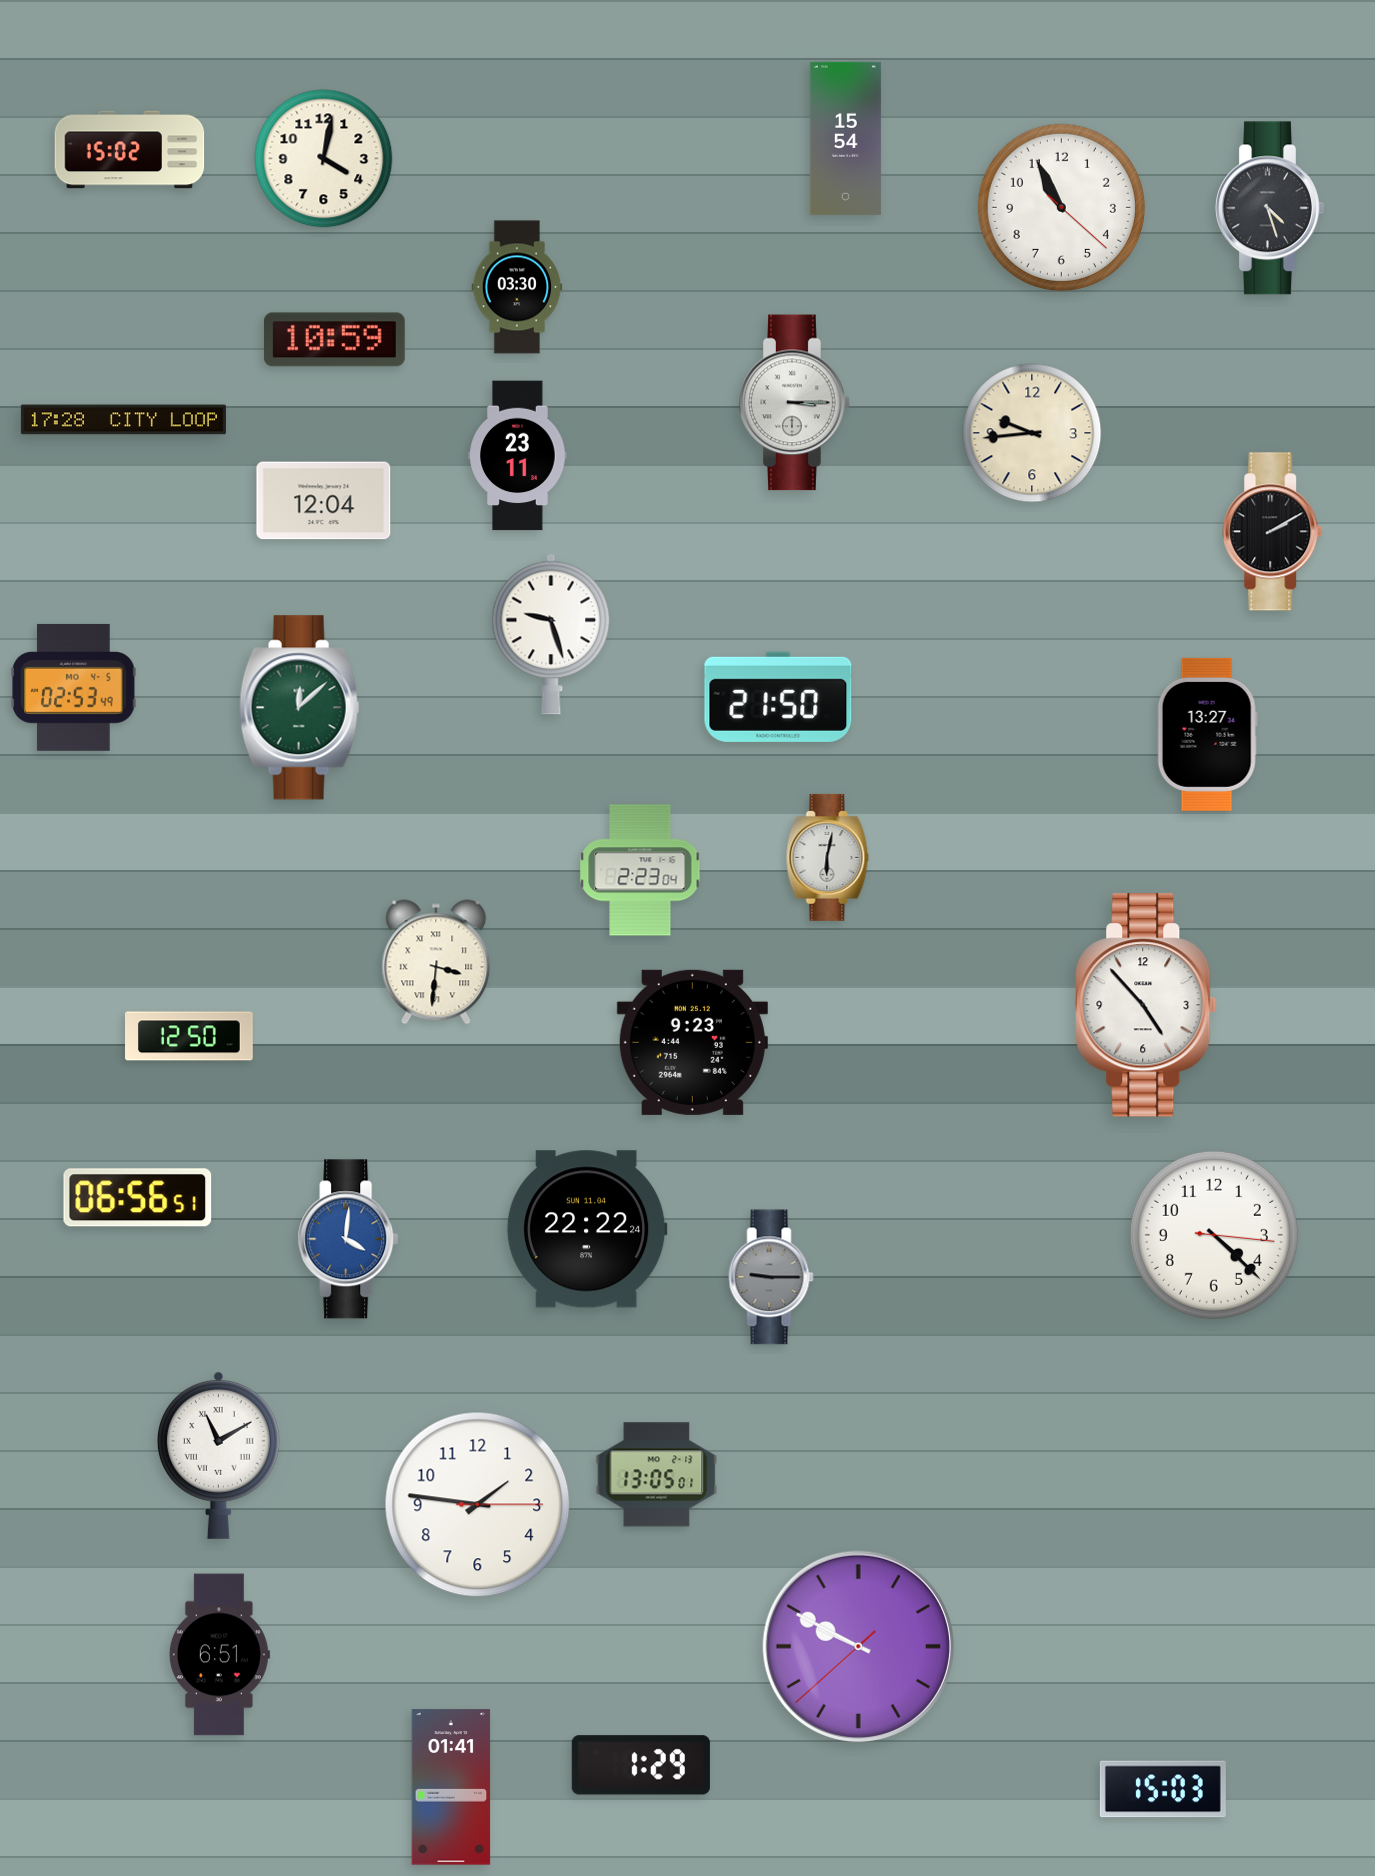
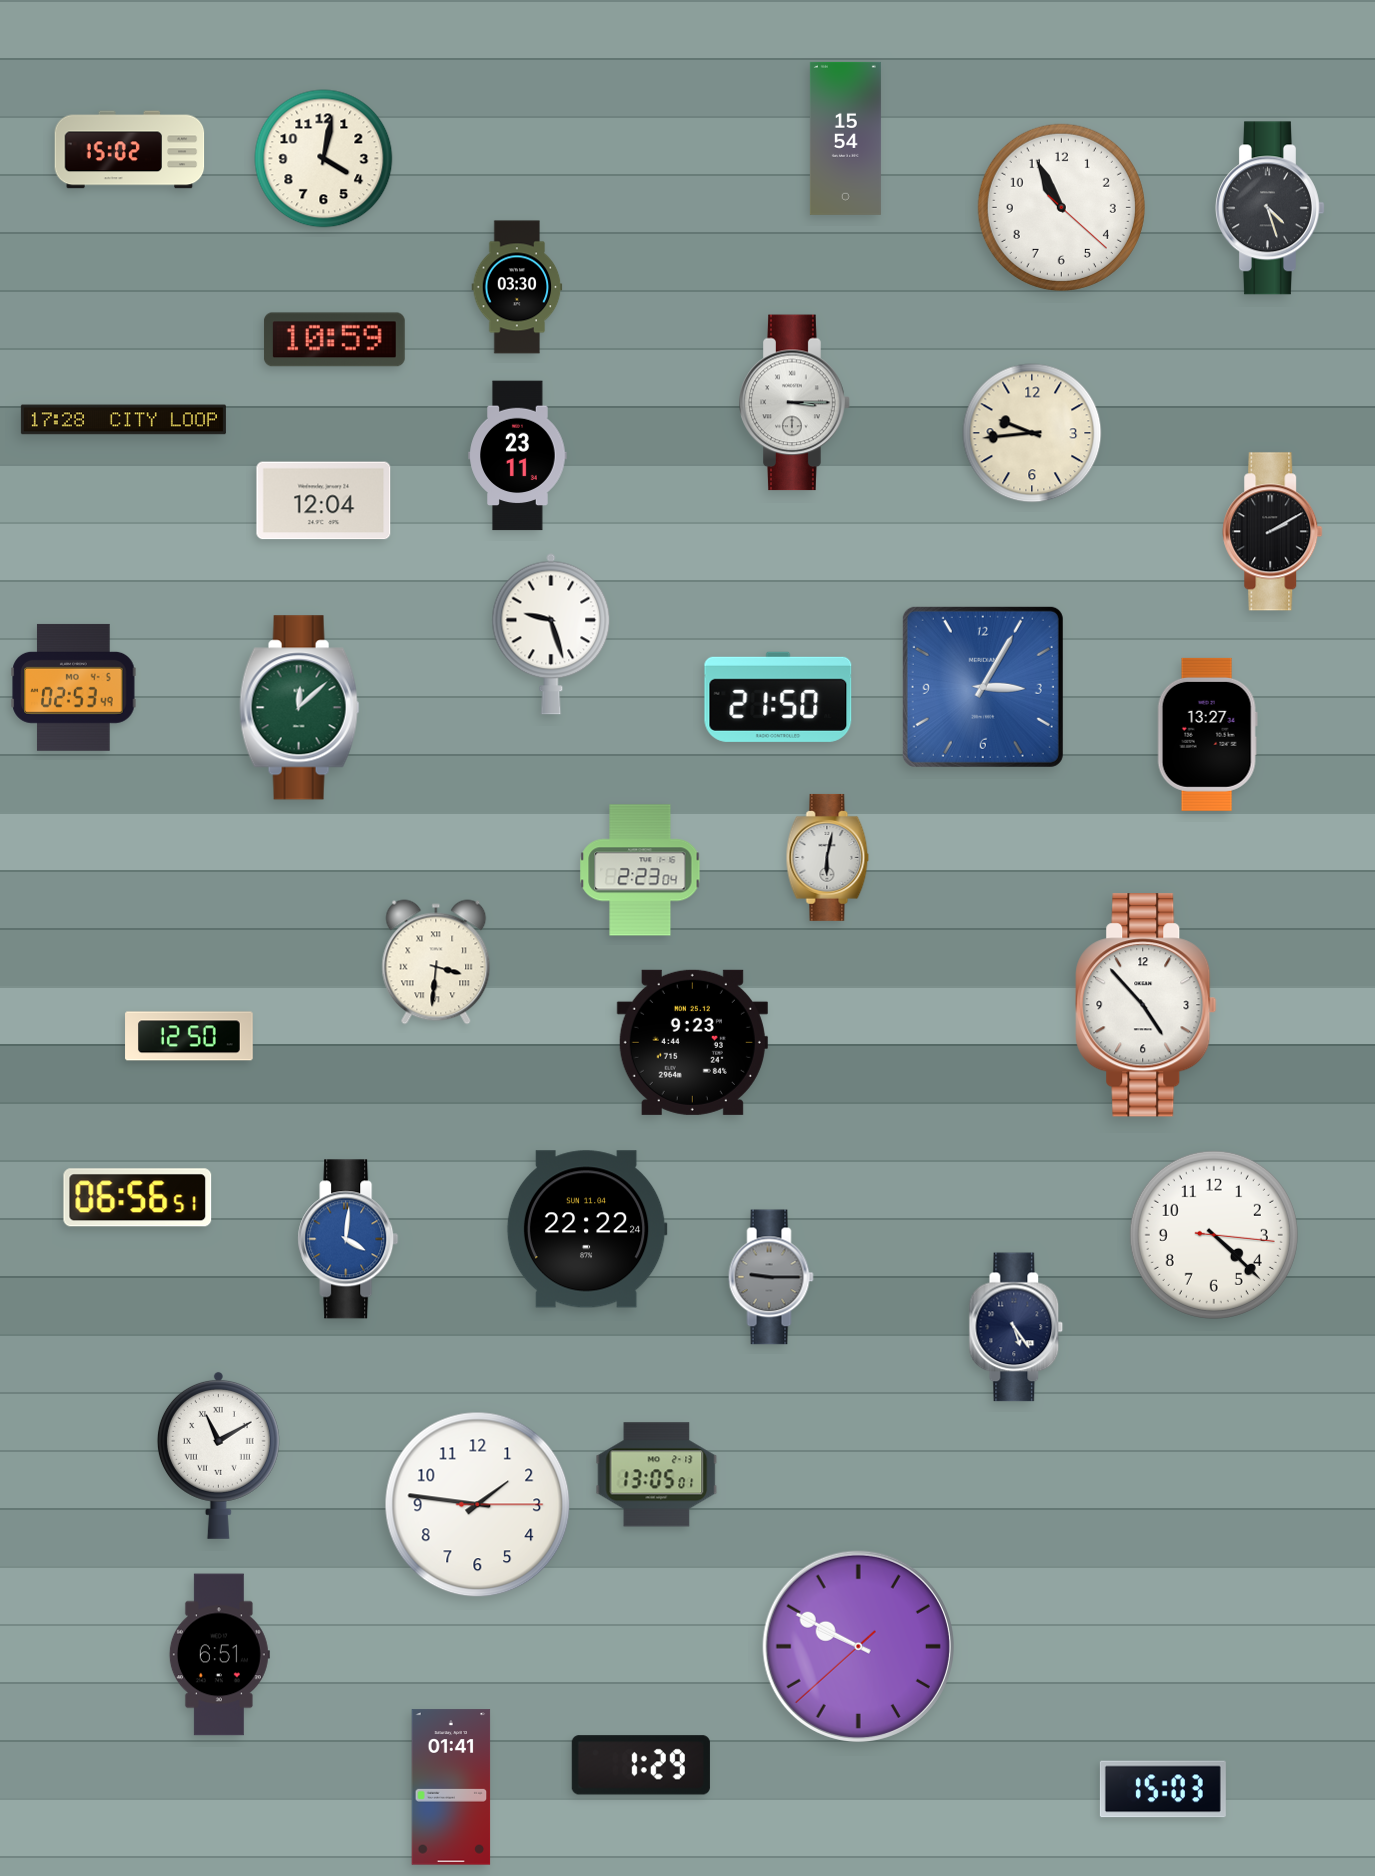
clock at (983, 687): none -> 3:05
clock at (1016, 1327): none -> 5:24
